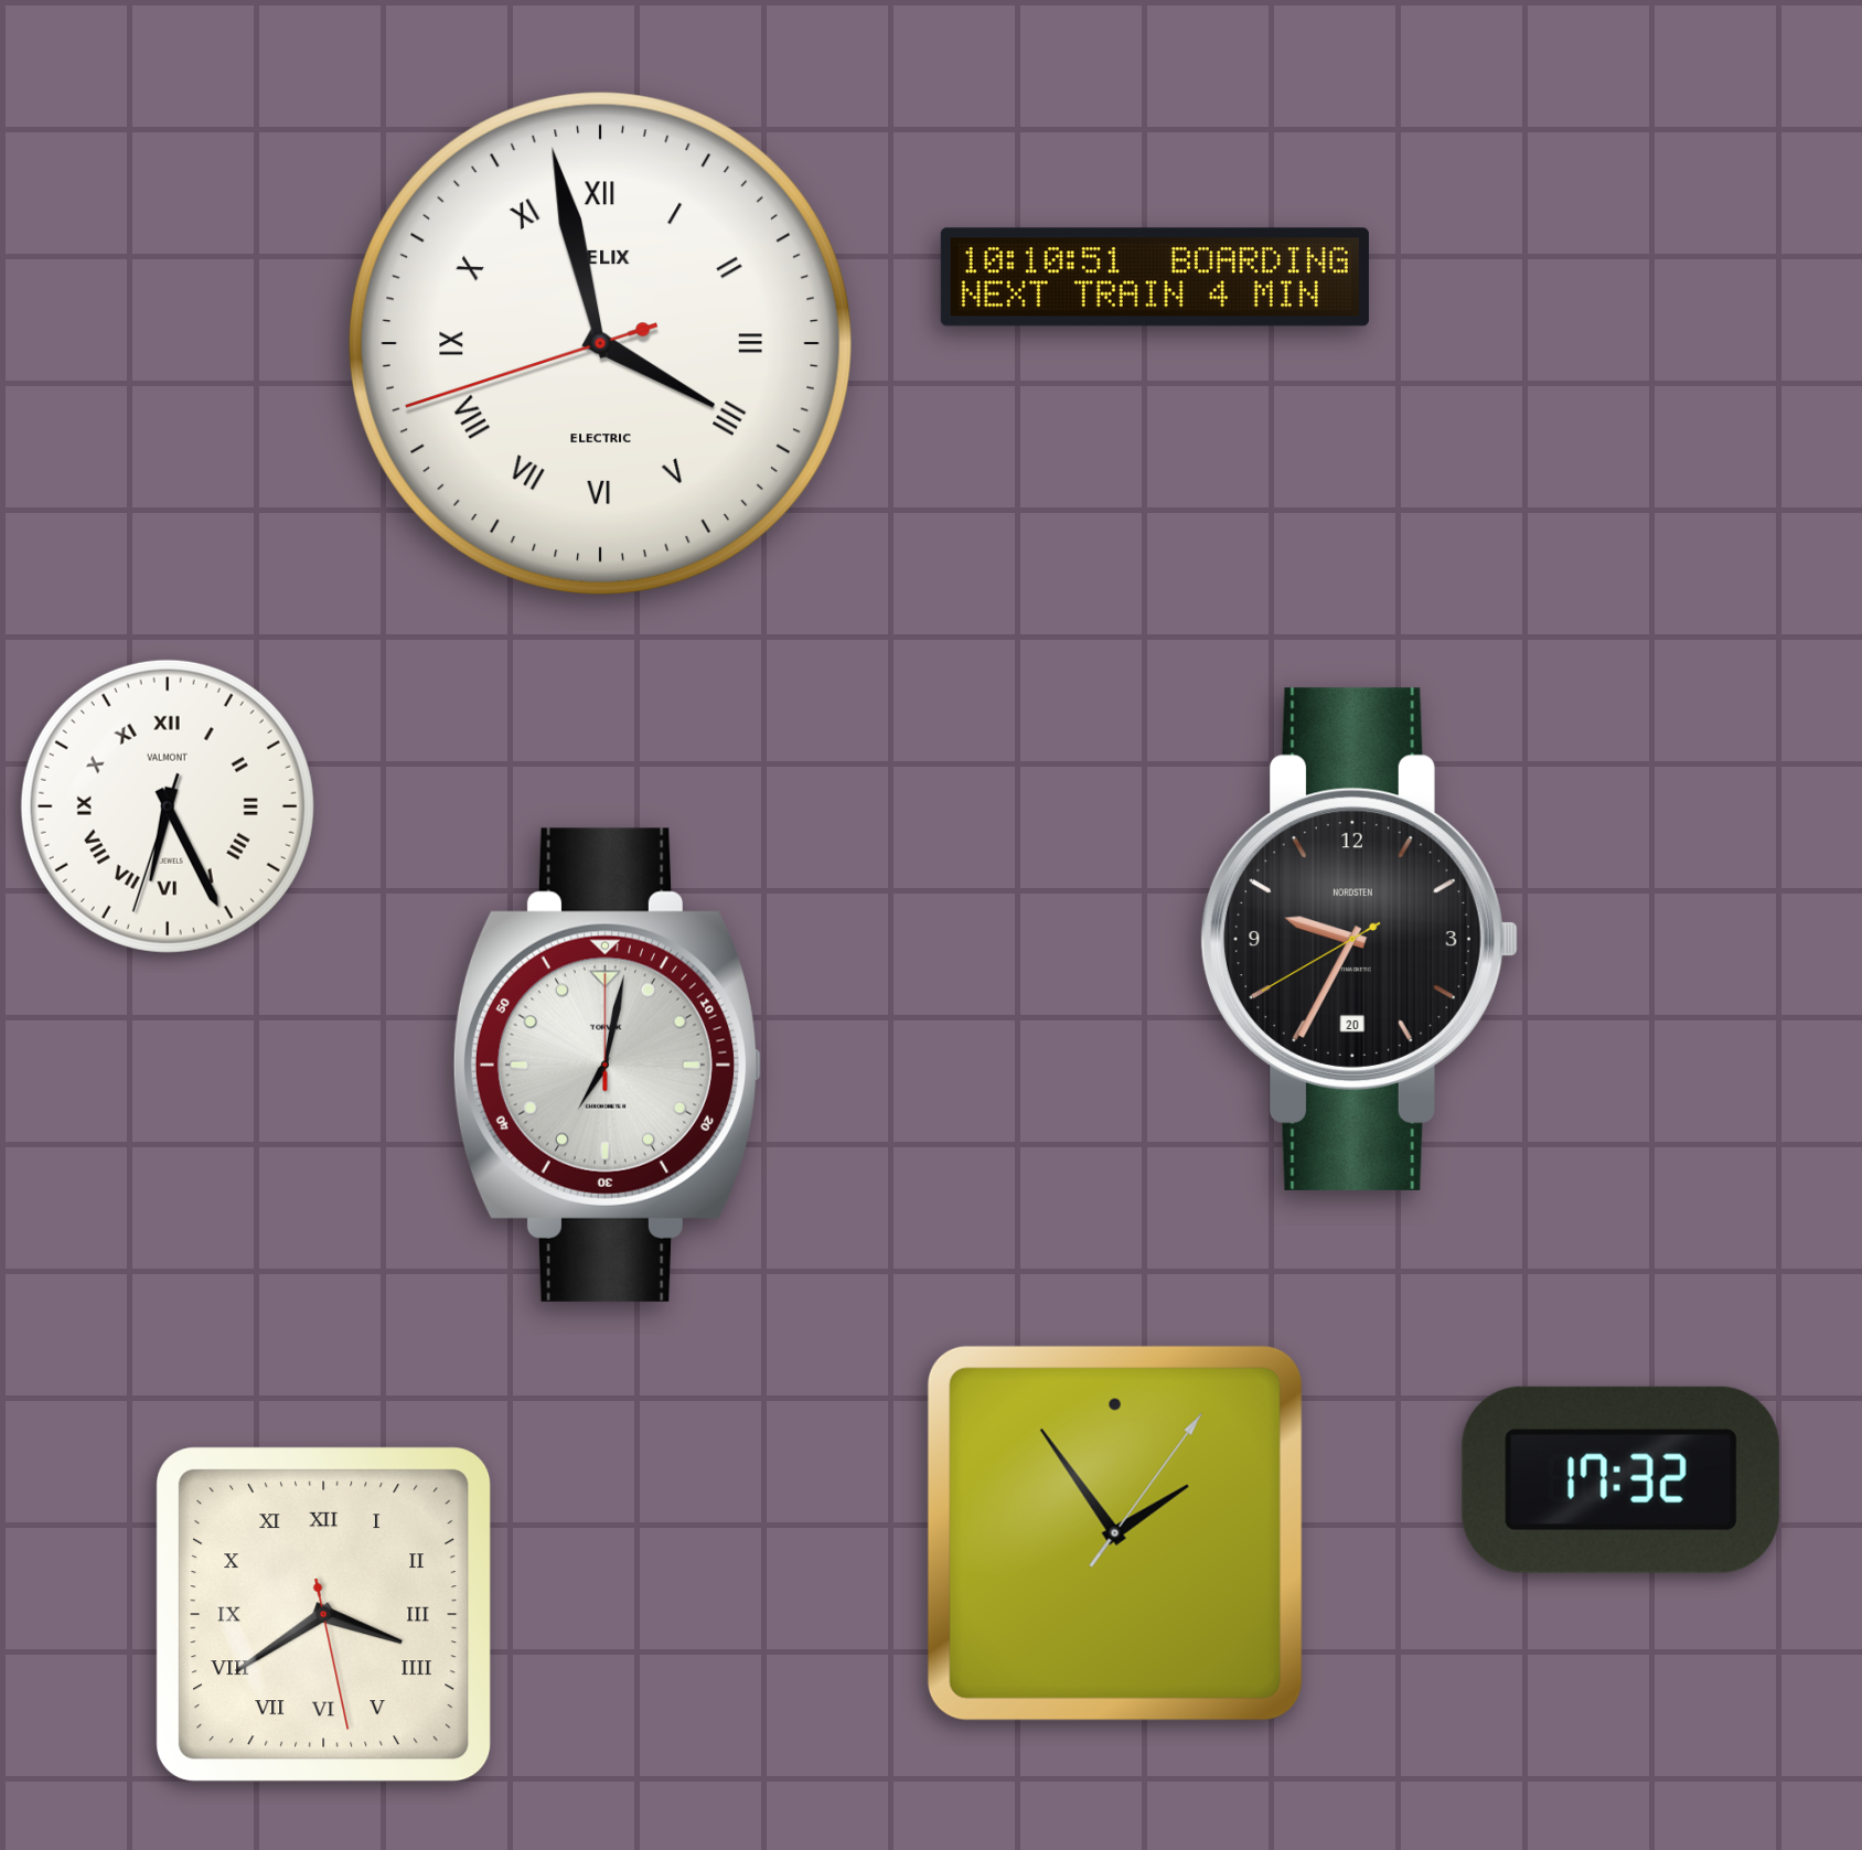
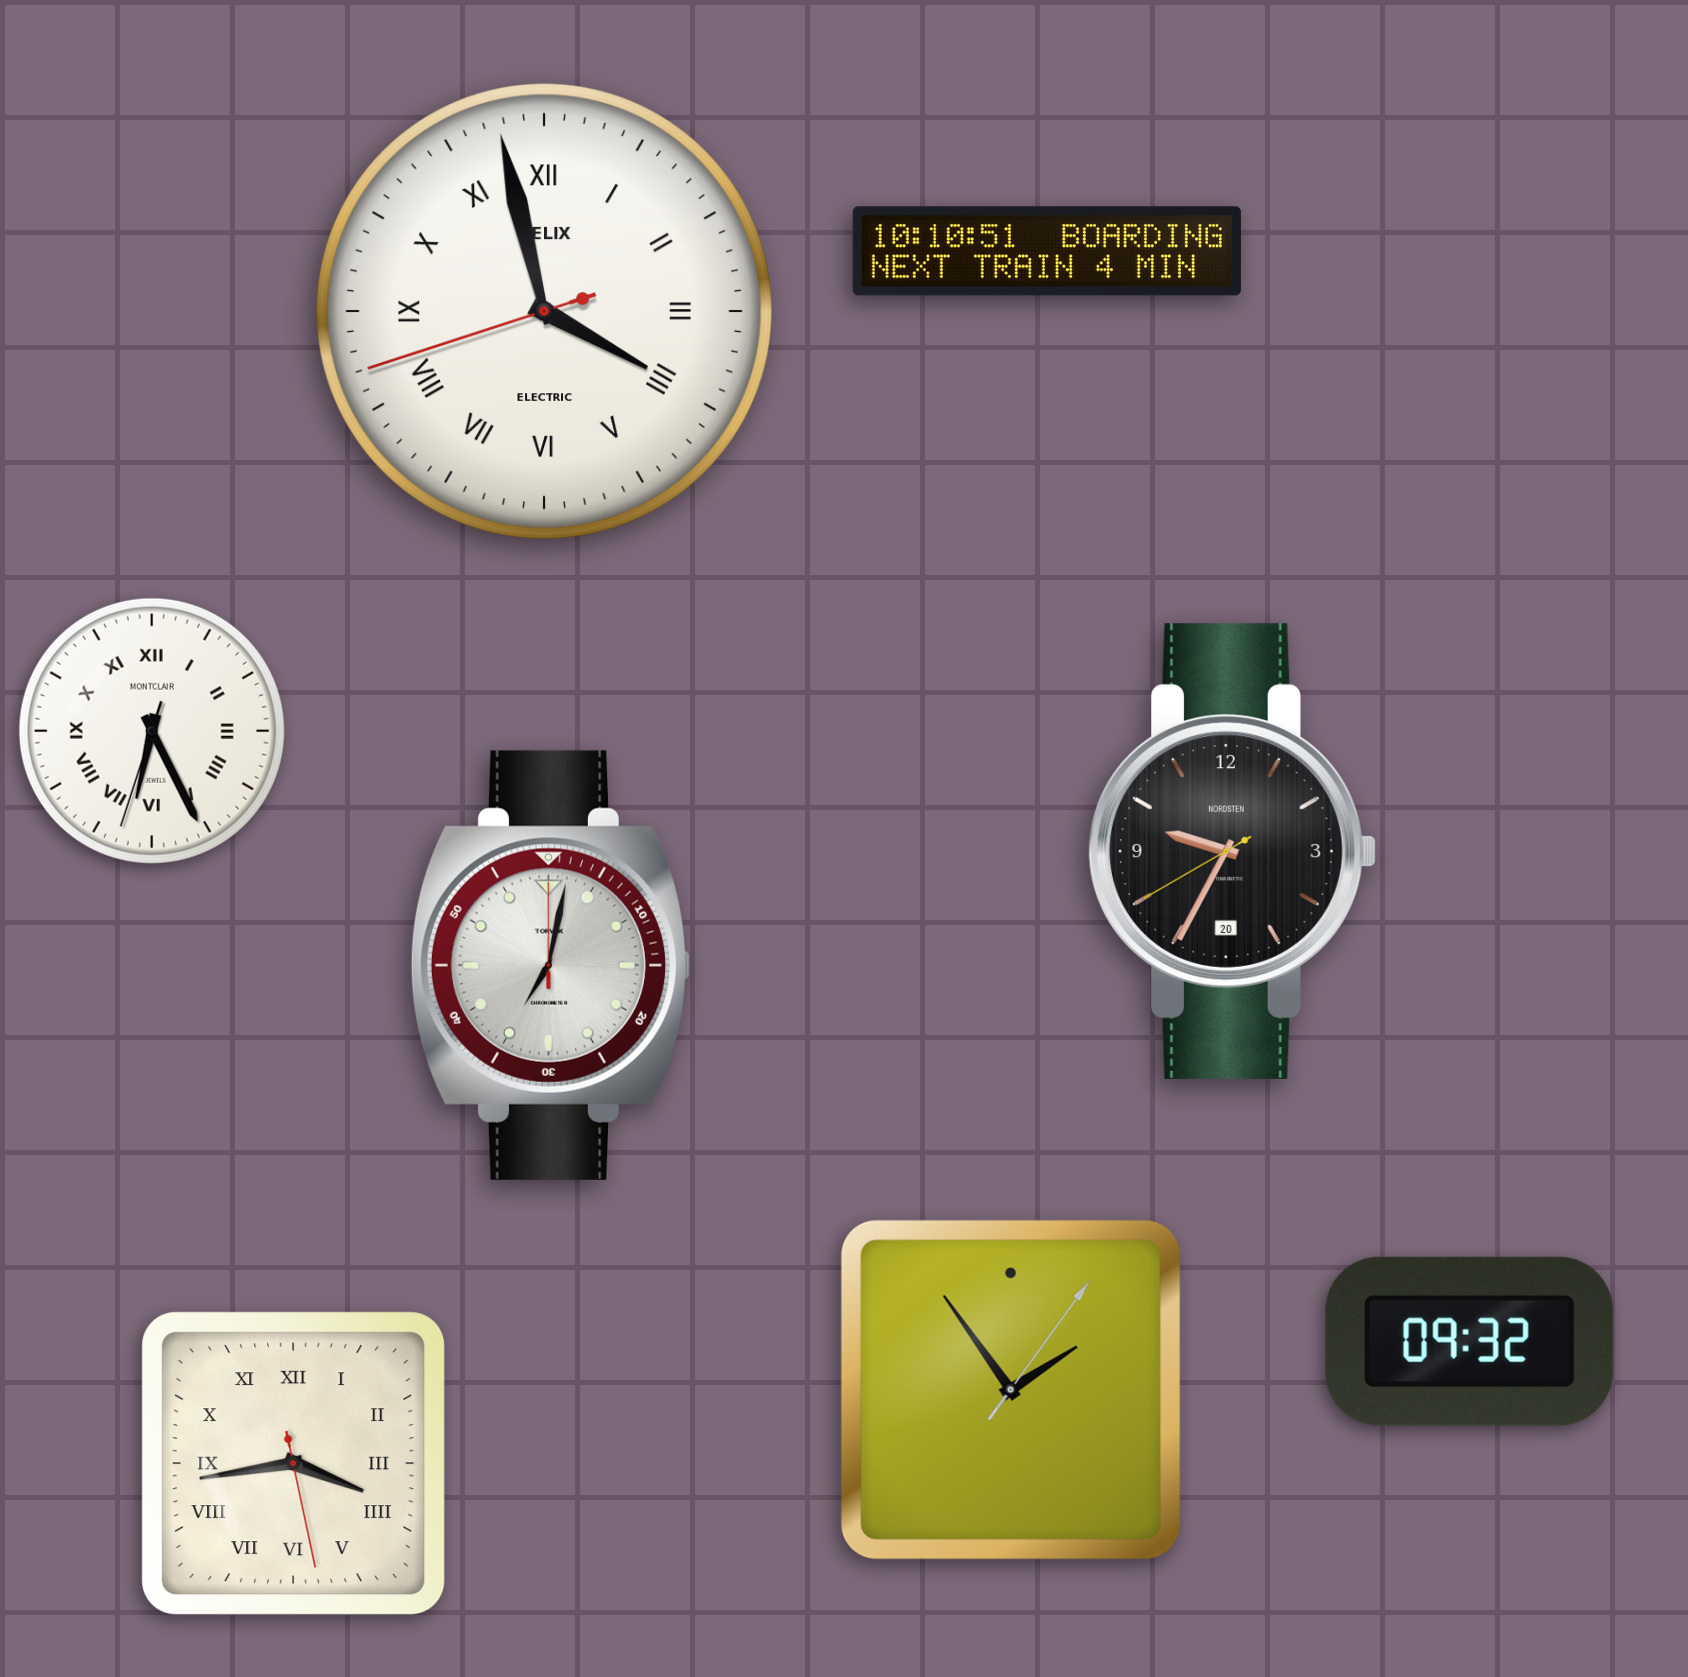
clock at (168, 806) brand: VALMONT -> MONTCLAIR
clock at (1620, 1479): 17:32 -> 09:32
clock at (324, 1615): 3:39 -> 3:43
